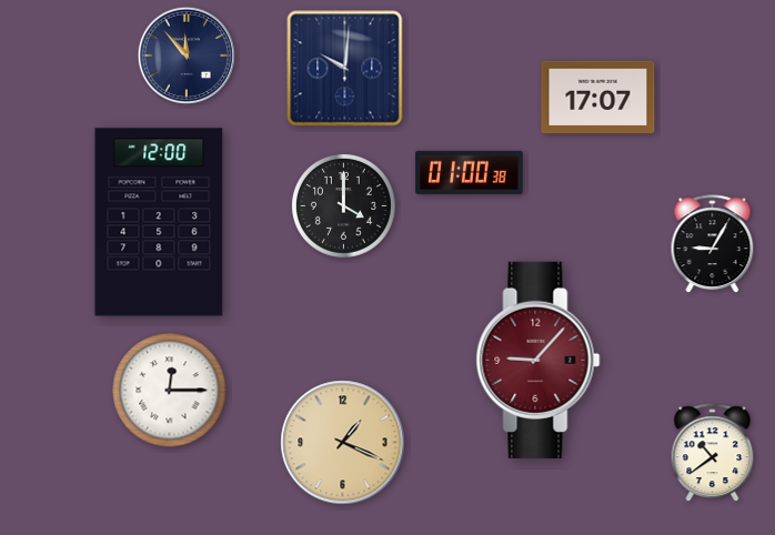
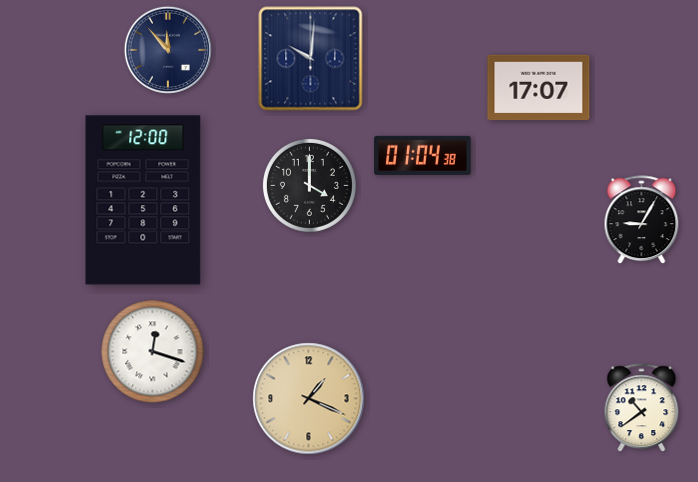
clock at (345, 69) position: (345, 69) -> (311, 59)
clock at (470, 172): 01:00 -> 01:04
clock at (539, 360): 9:07 -> none
clock at (170, 391): 12:15 -> 12:18
